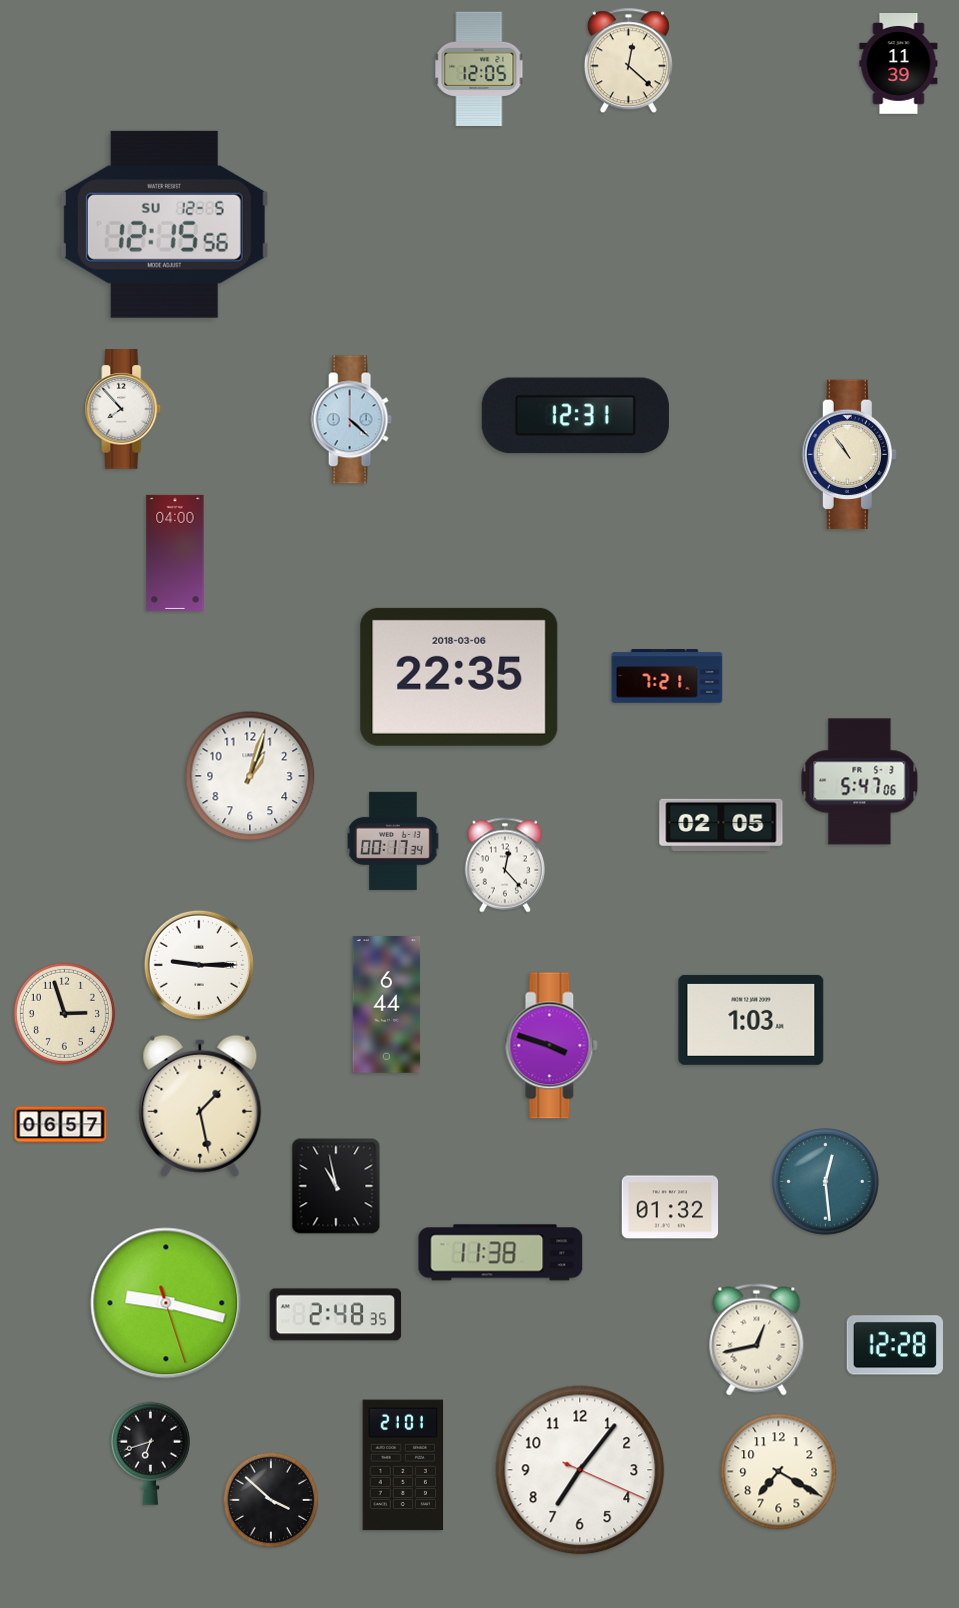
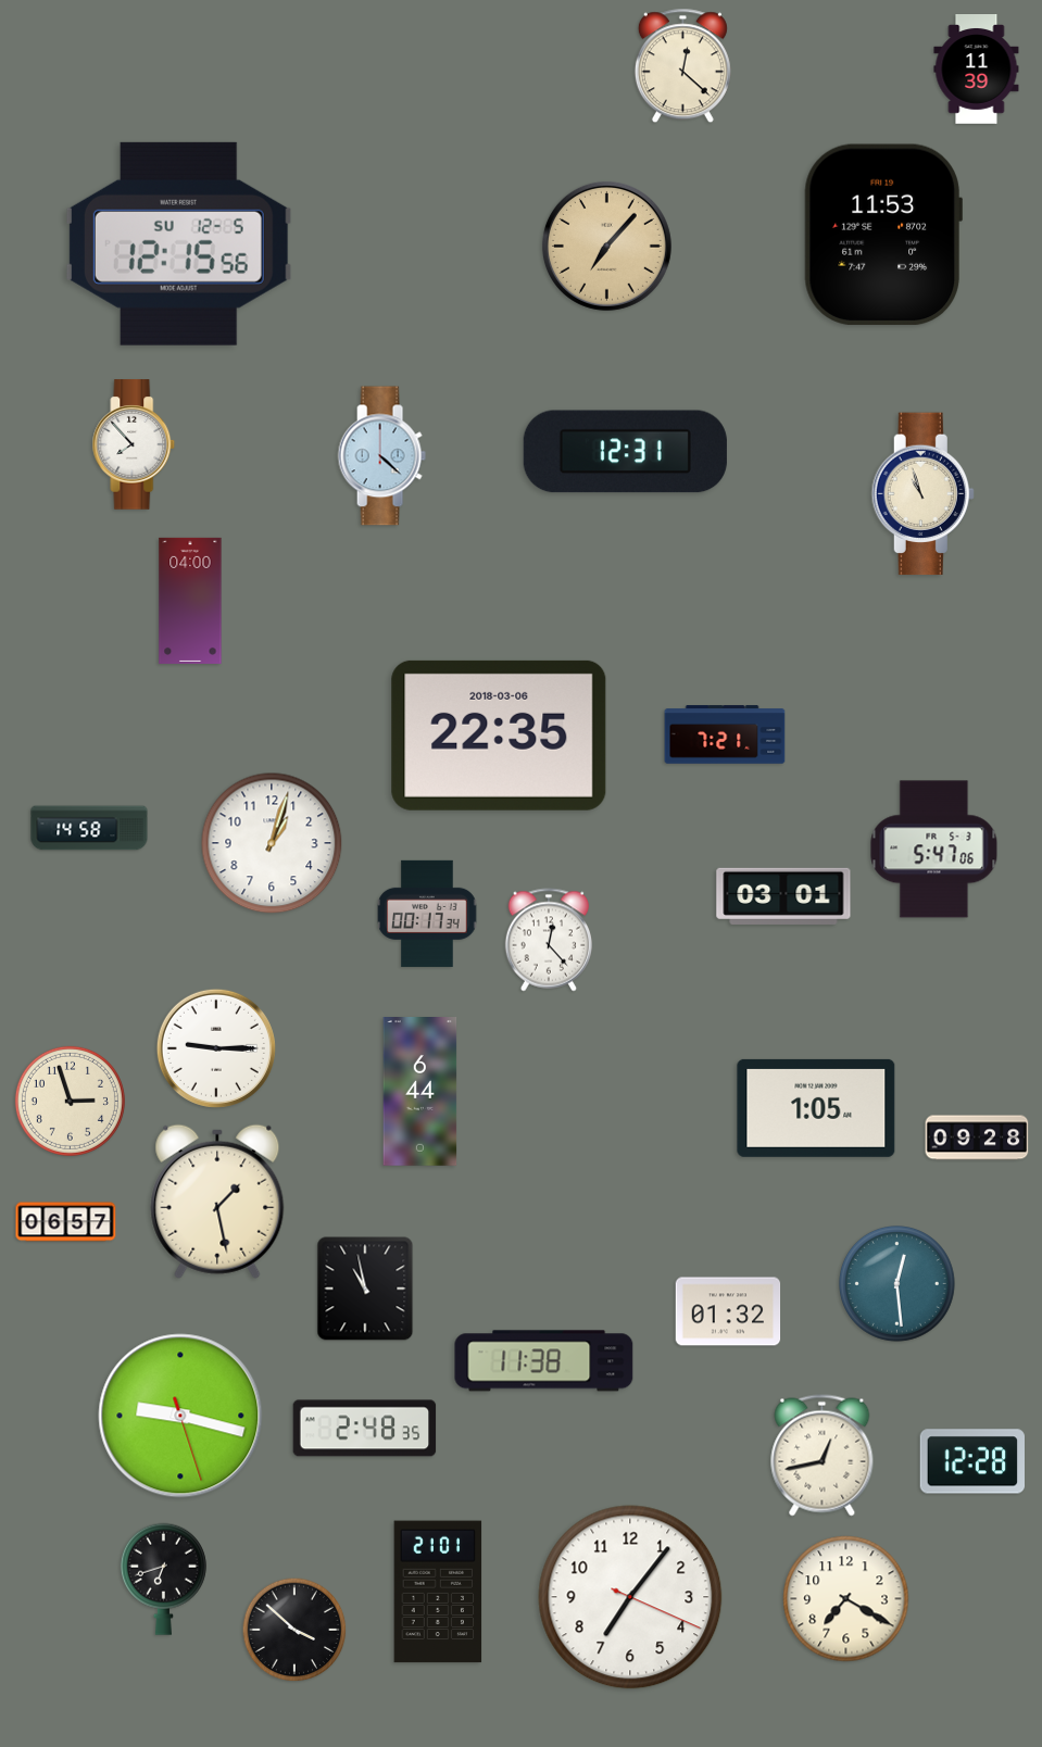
clock at (479, 68): 12:05 -> none
clock at (883, 235): none -> 11:53
clock at (606, 246): none -> 7:07
clock at (849, 455): 10:54 -> 10:57
clock at (89, 828): none -> 14:58
clock at (721, 825): 02:05 -> 03:01
clock at (751, 1020): 1:03 -> 1:05
clock at (552, 1046): 3:48 -> none
clock at (977, 1138): none -> 09:28
